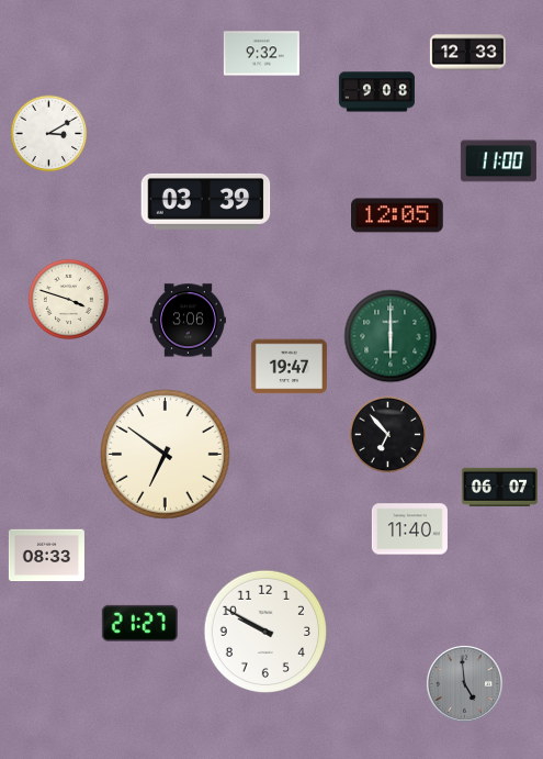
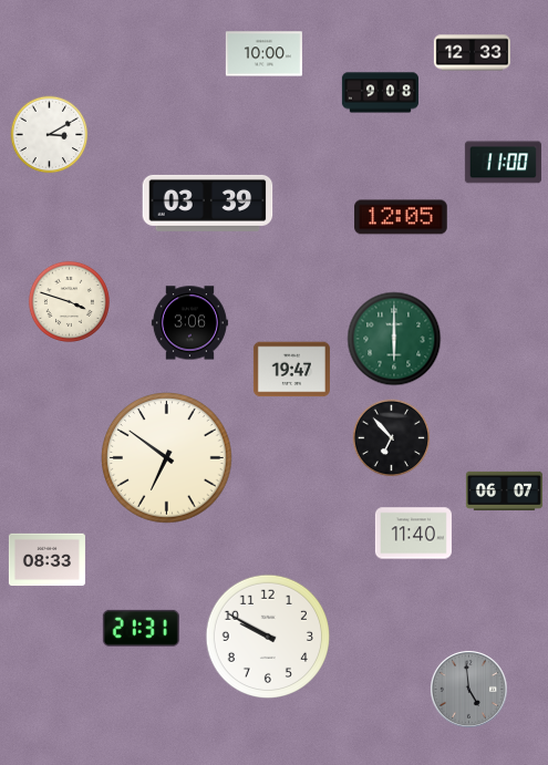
clock at (261, 54): 9:32 -> 10:00
clock at (139, 623): 21:27 -> 21:31
